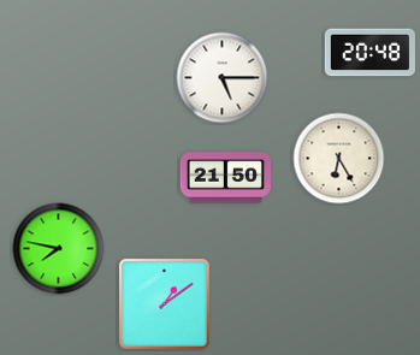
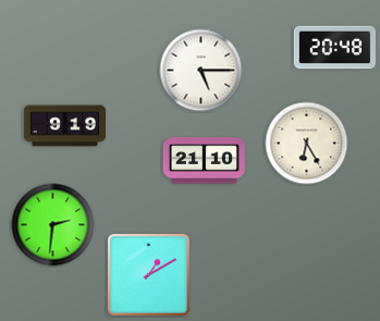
clock at (64, 126): none -> 9:19
clock at (225, 178): 21:50 -> 21:10
clock at (59, 249): 7:47 -> 2:31
clock at (164, 303): 1:09 -> 1:10
